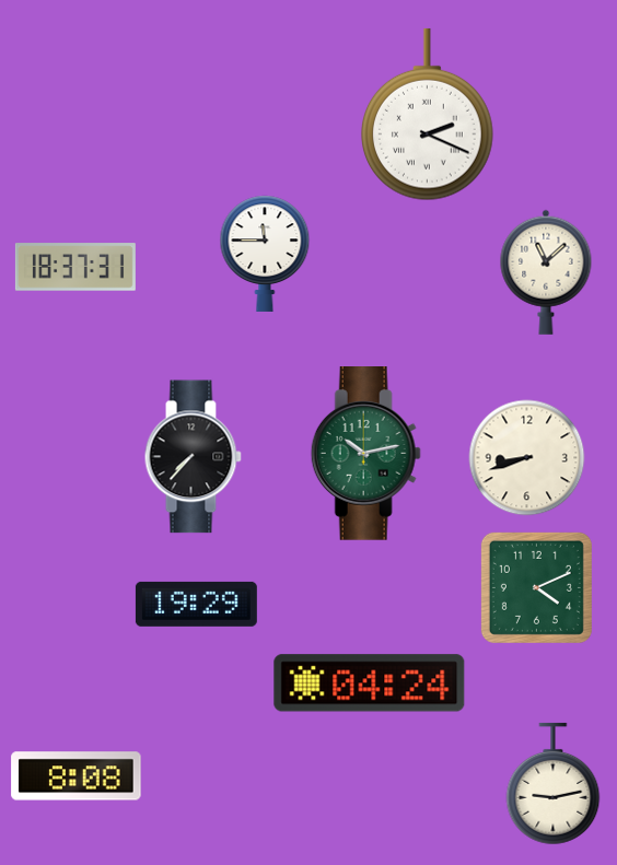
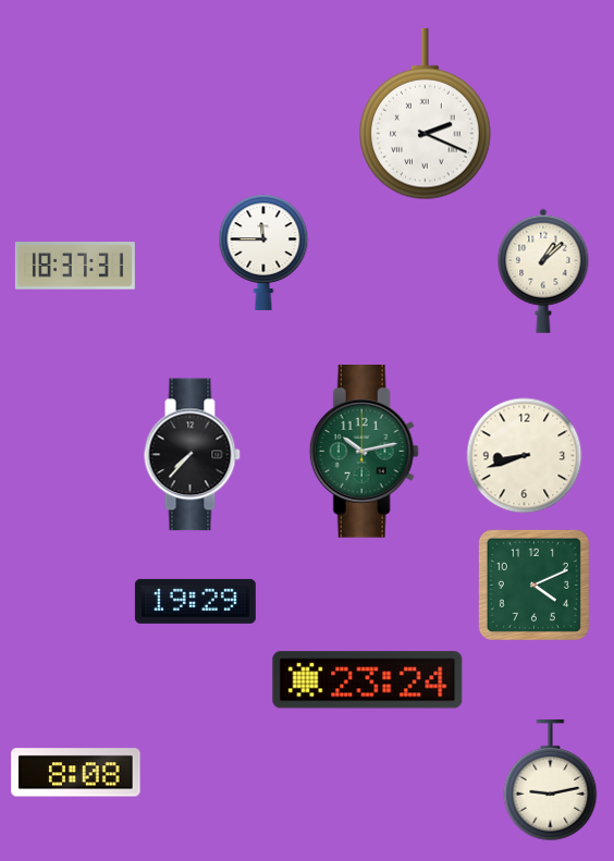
clock at (546, 272): 11:08 -> 1:08
clock at (370, 683): 04:24 -> 23:24
